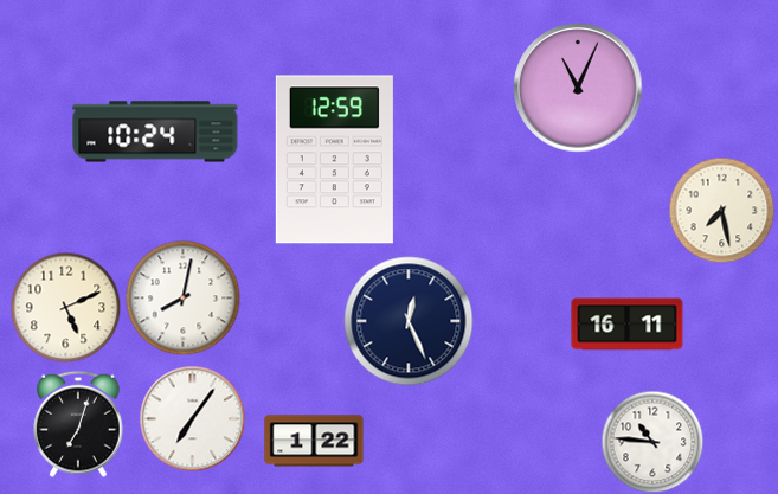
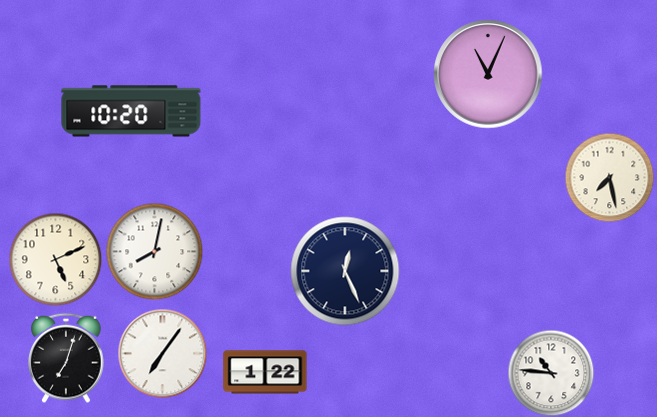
clock at (155, 131): 10:24 -> 10:20
clock at (334, 160): 12:59 -> none
clock at (628, 325): 16:11 -> none
